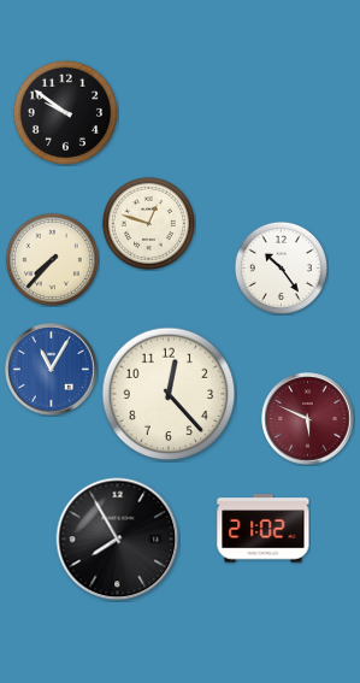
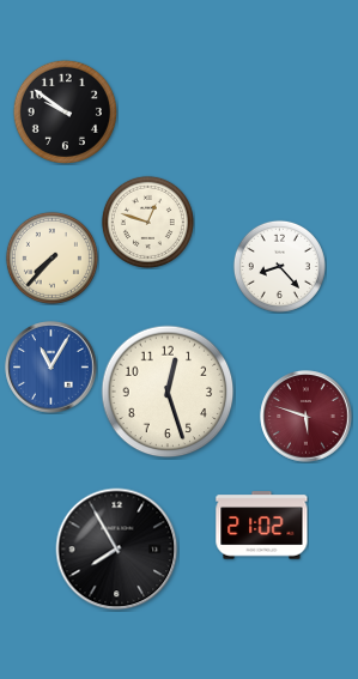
clock at (281, 267): 10:24 -> 8:23
clock at (169, 394): 12:23 -> 12:27
clock at (308, 419): 5:49 -> 5:48
clock at (118, 540) position: (118, 540) -> (117, 550)
